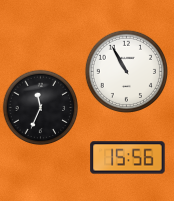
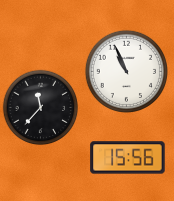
clock at (126, 71): 10:55 -> 10:56
clock at (41, 108): 11:34 -> 11:37
